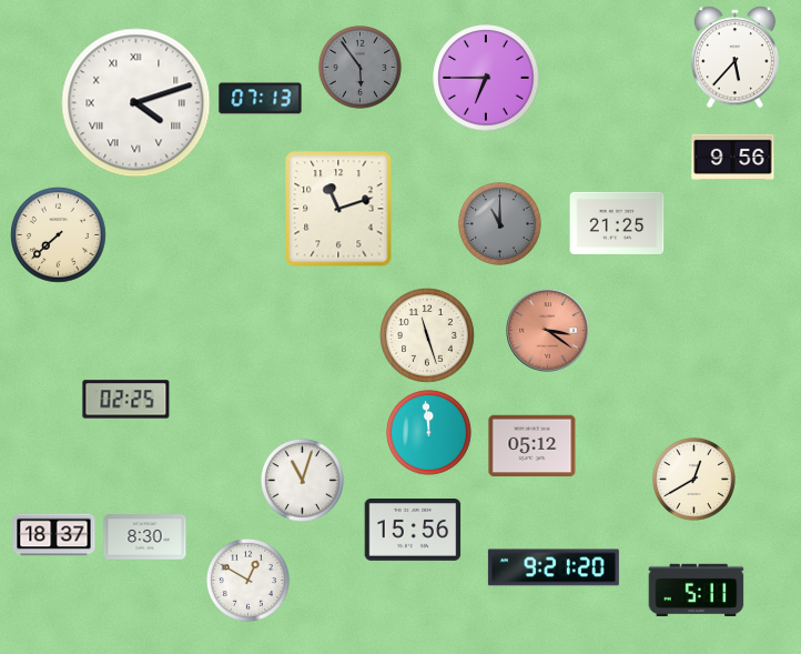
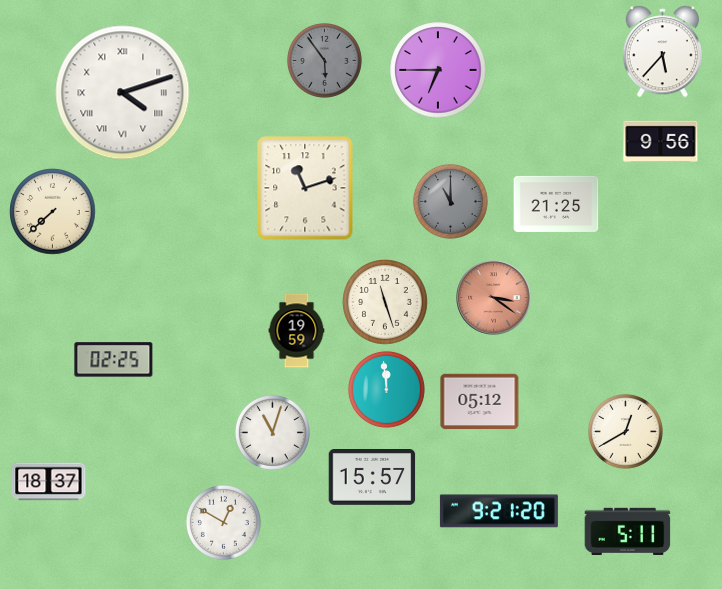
clock at (261, 99): 07:13 -> none
clock at (617, 223) position: (617, 223) -> (556, 204)
clock at (297, 331): none -> 19:59
clock at (413, 531): 15:56 -> 15:57
clock at (145, 537): 8:30 -> none
